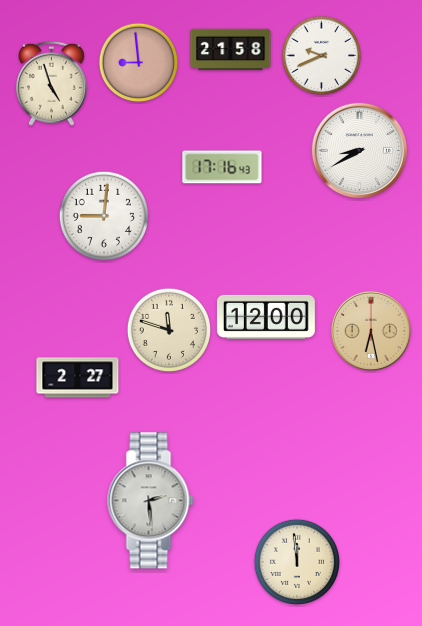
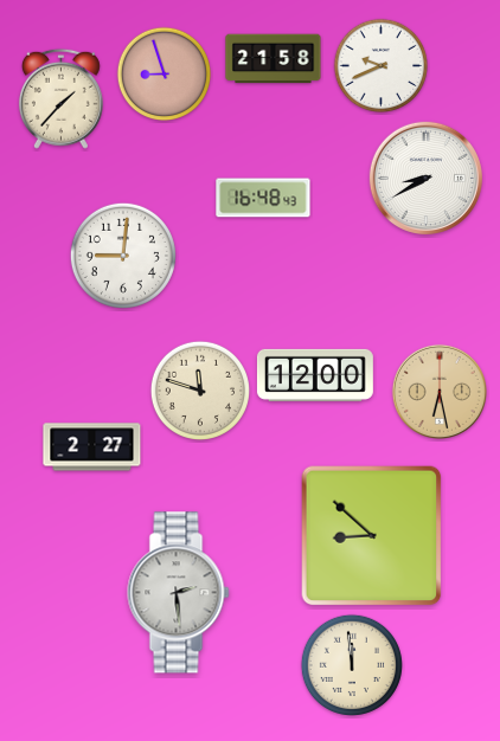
clock at (139, 63): 8:59 -> 8:57
clock at (51, 83): 4:57 -> 1:37
clock at (222, 167): 17:16 -> 16:48
clock at (372, 536): none -> 8:52
